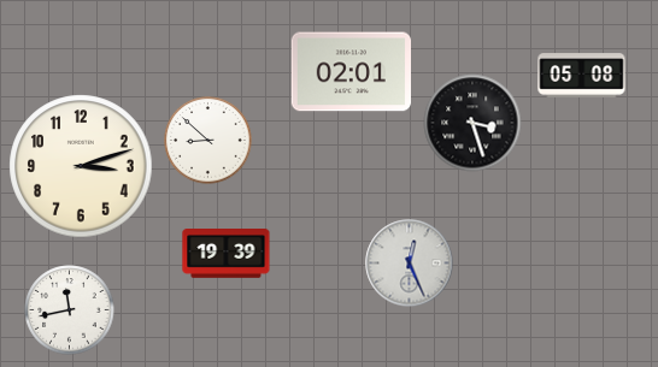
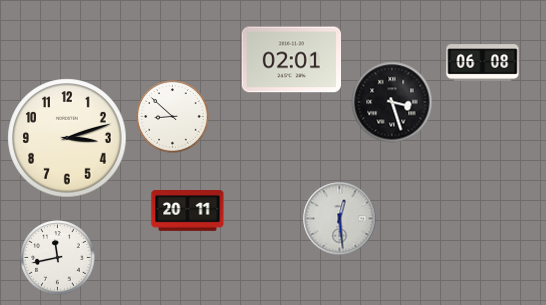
clock at (582, 76): 05:08 -> 06:08
clock at (227, 254): 19:39 -> 20:11
clock at (410, 264): 12:26 -> 12:29
